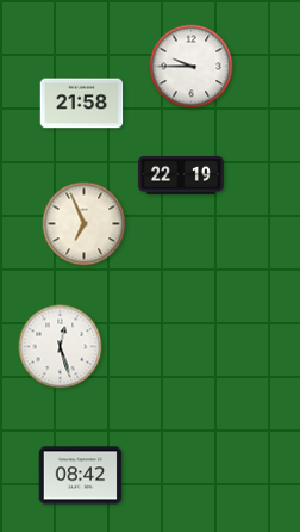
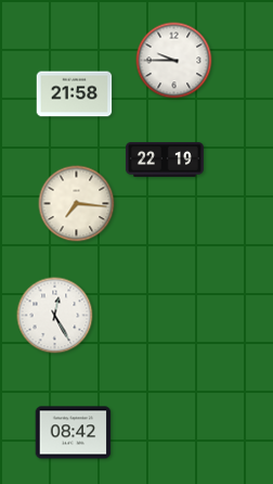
clock at (85, 224): 6:56 -> 7:16
clock at (61, 347): 12:27 -> 12:25
